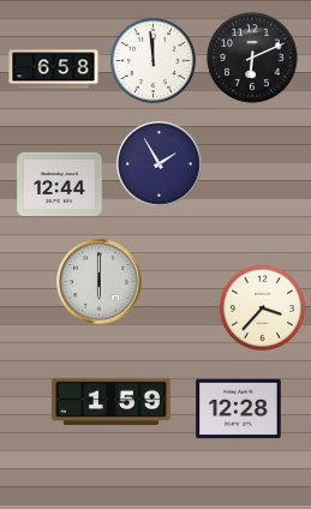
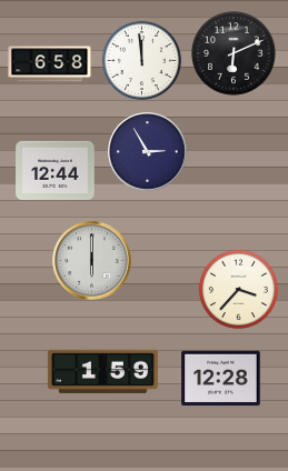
clock at (152, 60) position: (152, 60) -> (141, 60)
clock at (160, 164): 1:55 -> 2:55
clock at (262, 307) position: (262, 307) -> (238, 289)
